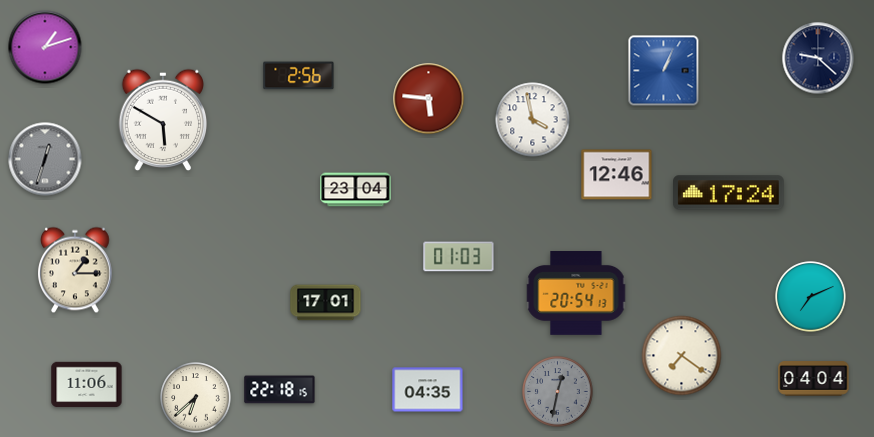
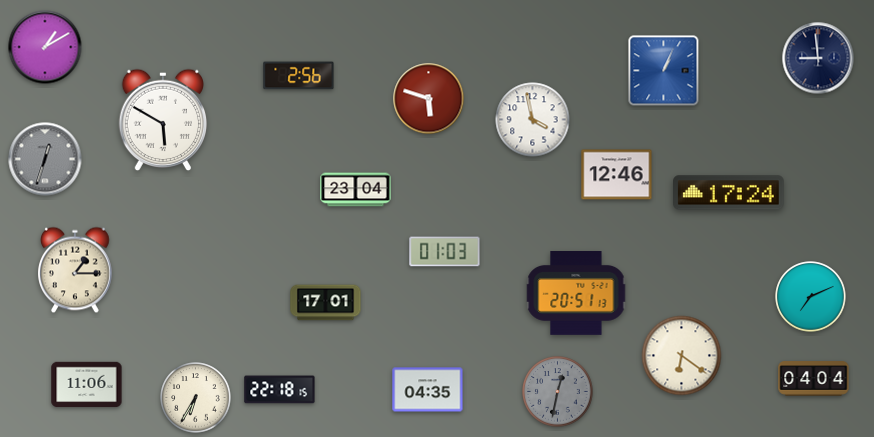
clock at (45, 47): 1:12 -> 1:10
clock at (818, 58): 9:22 -> 8:59
clock at (429, 99): 5:46 -> 5:48
clock at (459, 257) position: (459, 257) -> (445, 252)
clock at (576, 294): 20:54 -> 20:51
clock at (682, 356): 7:21 -> 6:21
clock at (196, 398): 6:38 -> 6:35
